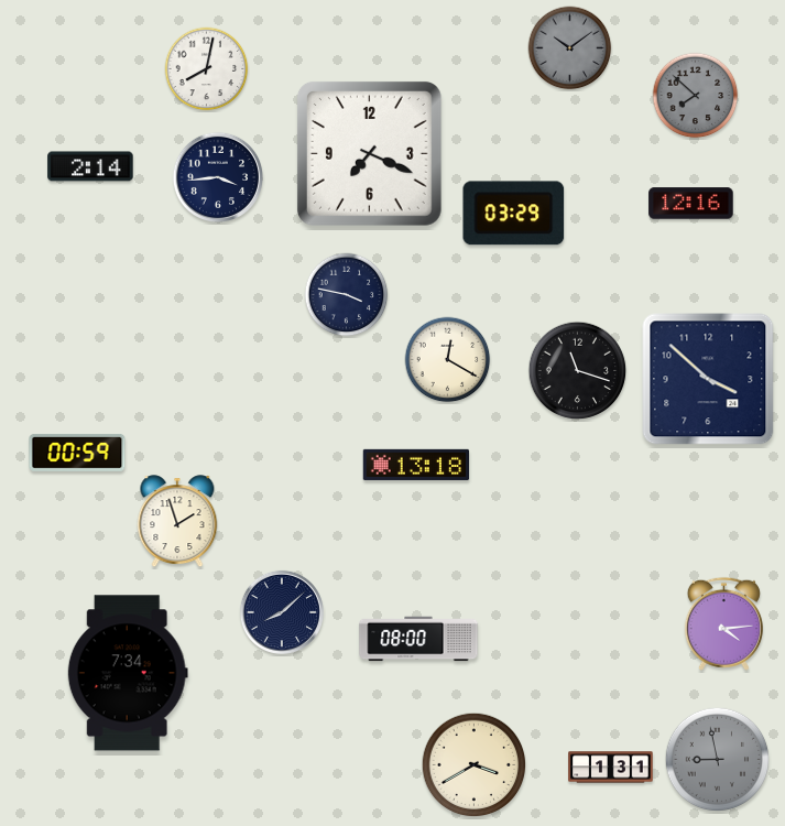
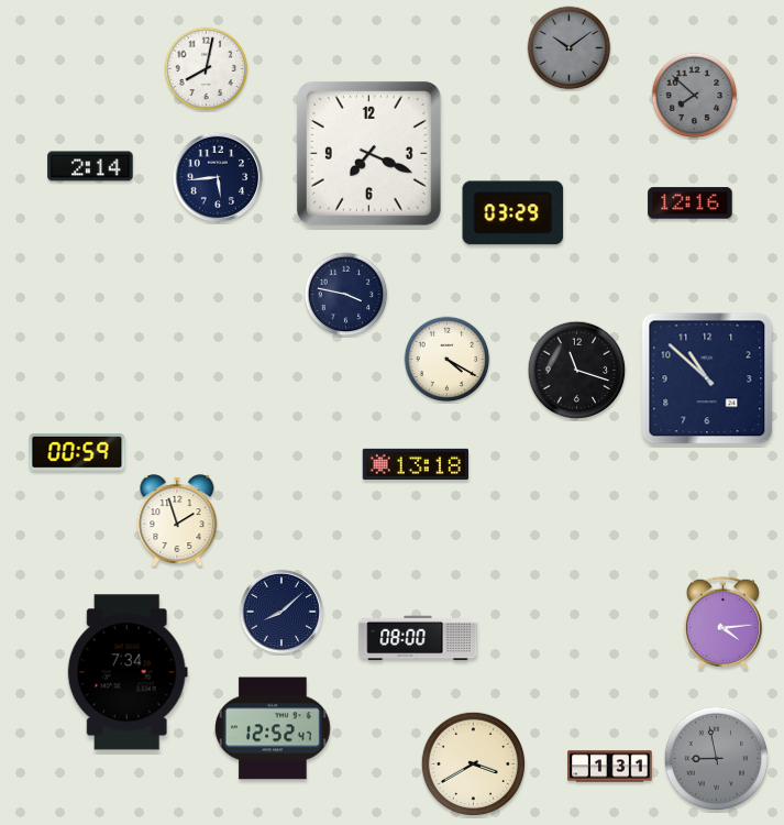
clock at (217, 176): 3:44 -> 5:44
clock at (448, 360): 12:20 -> 4:20
clock at (708, 379): 3:52 -> 10:52
clock at (274, 728): none -> 12:52
